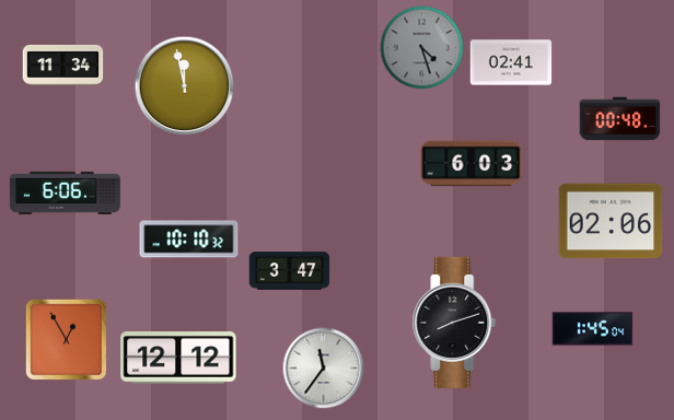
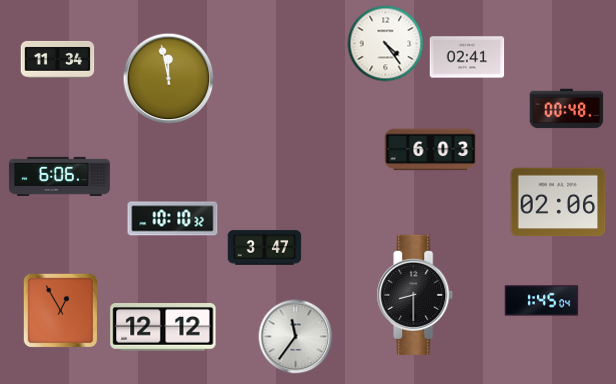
clock at (422, 48): 4:27 -> 4:24
clock at (422, 48) dial: grey -> white
clock at (454, 323): 8:12 -> 8:30
